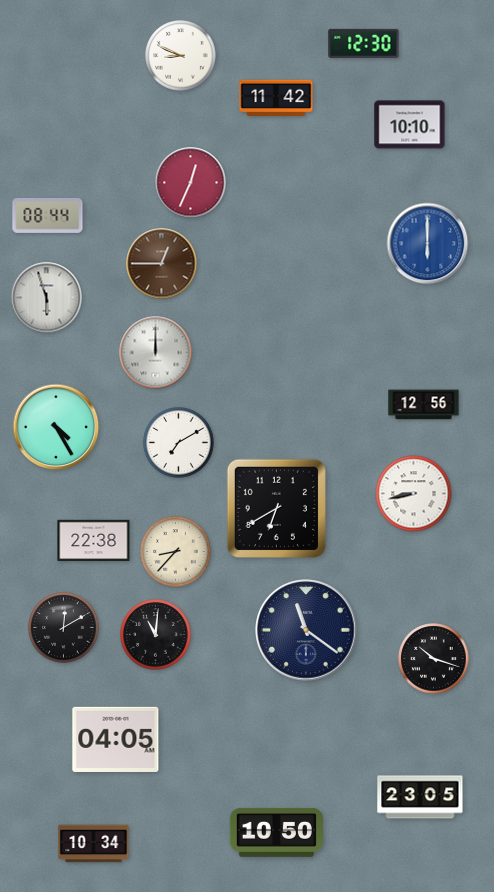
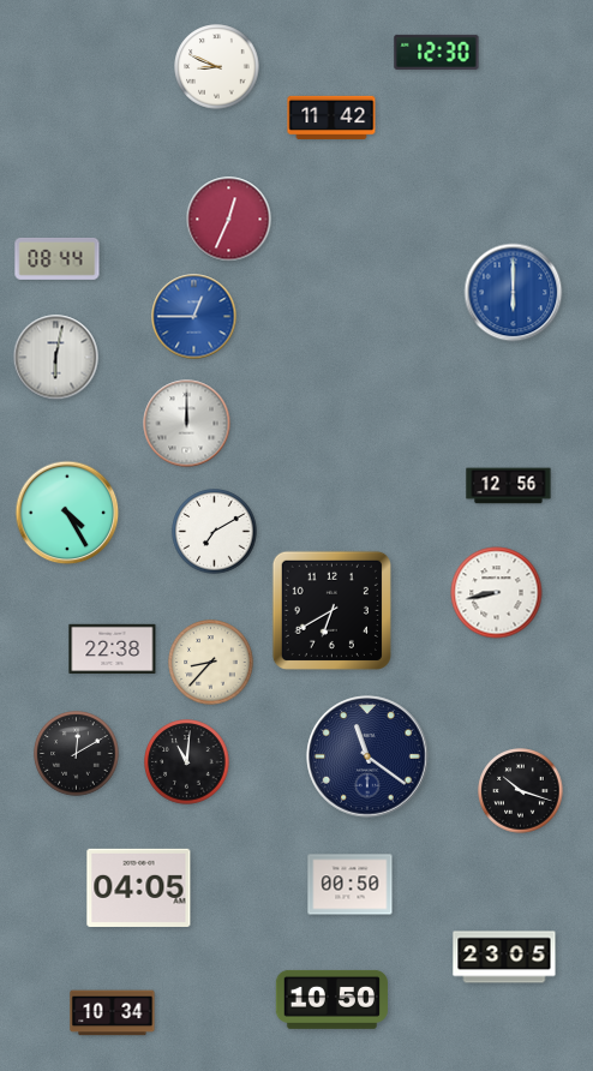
clock at (410, 125): 10:10 -> none
clock at (162, 264) dial: brown -> blue
clock at (47, 298): 5:57 -> 6:02
clock at (351, 885): none -> 00:50
